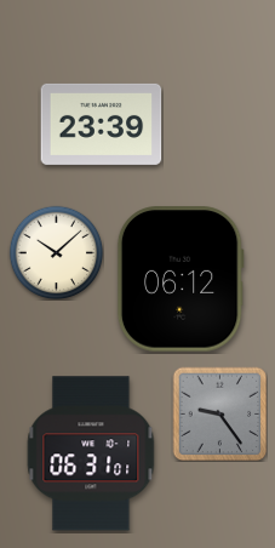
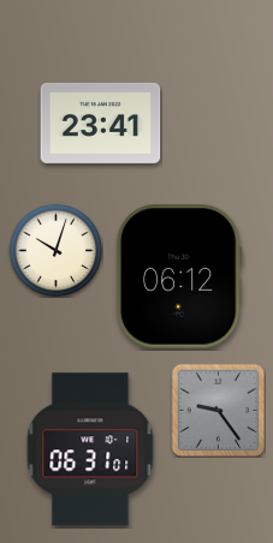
clock at (102, 124): 23:39 -> 23:41
clock at (56, 252): 10:08 -> 10:03
